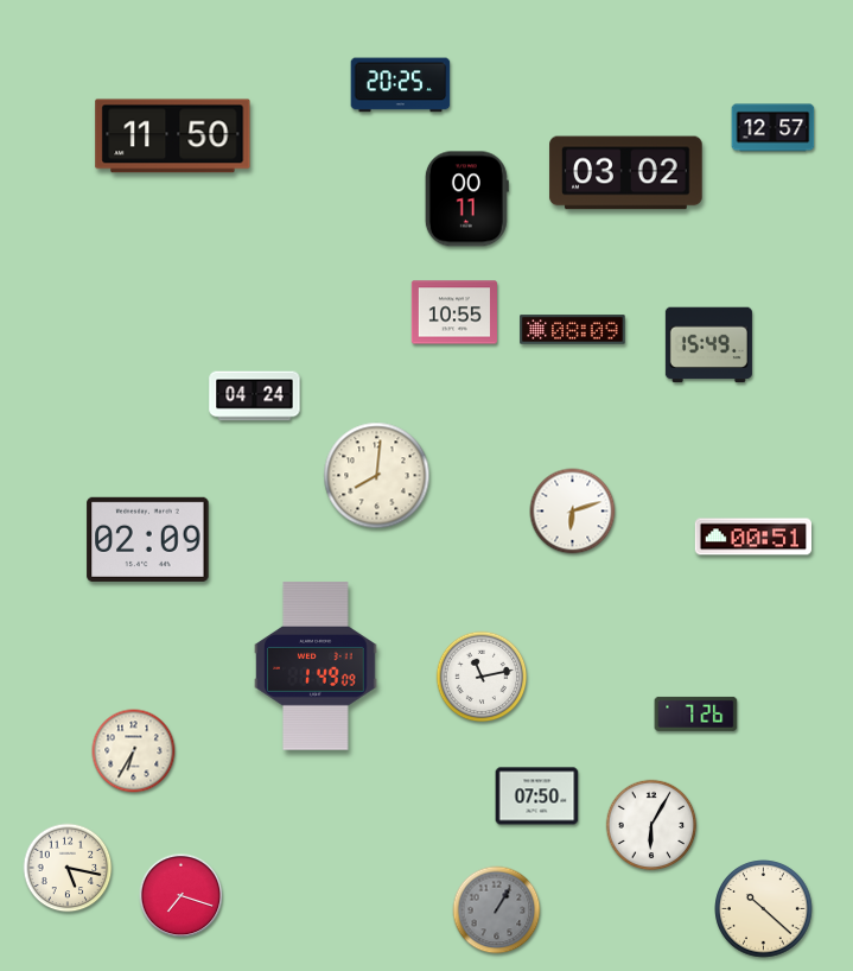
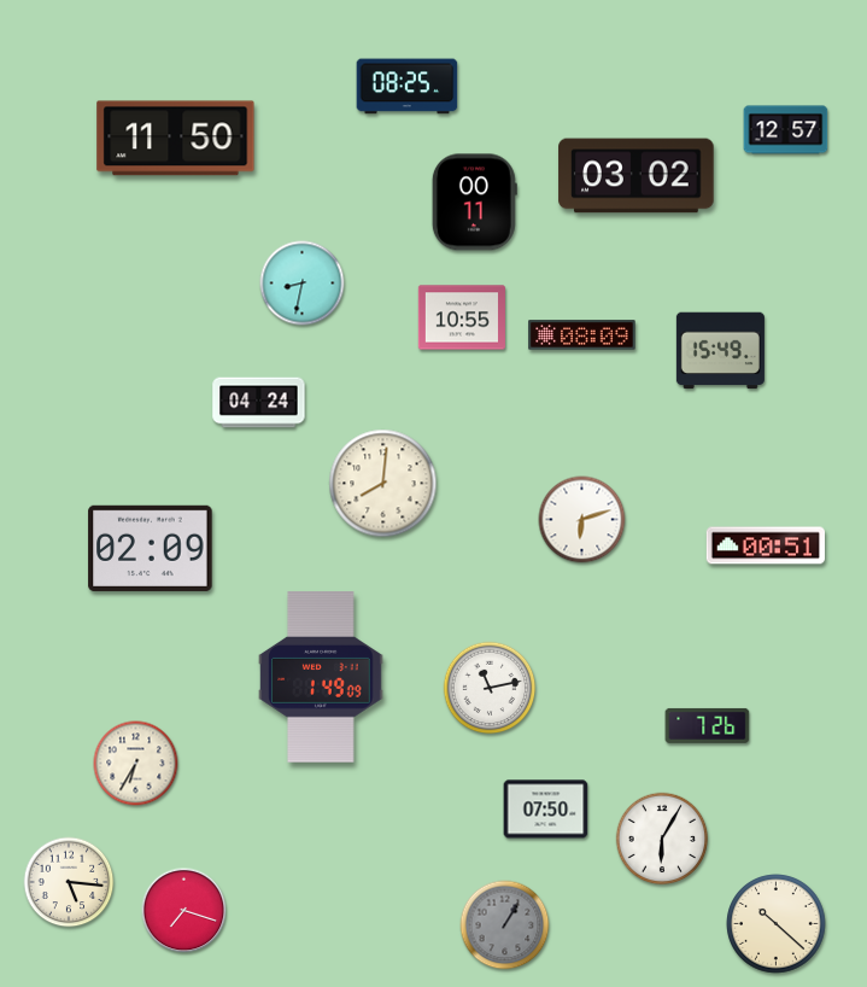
clock at (401, 85): 20:25 -> 08:25
clock at (303, 284): none -> 8:32
clock at (68, 868): 5:17 -> 5:16
